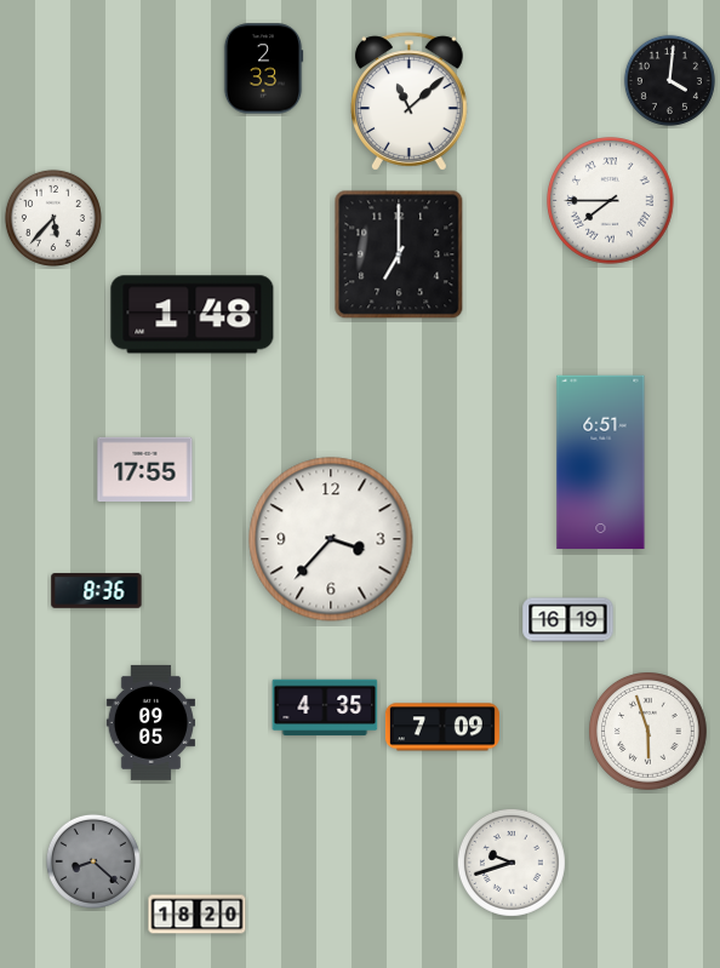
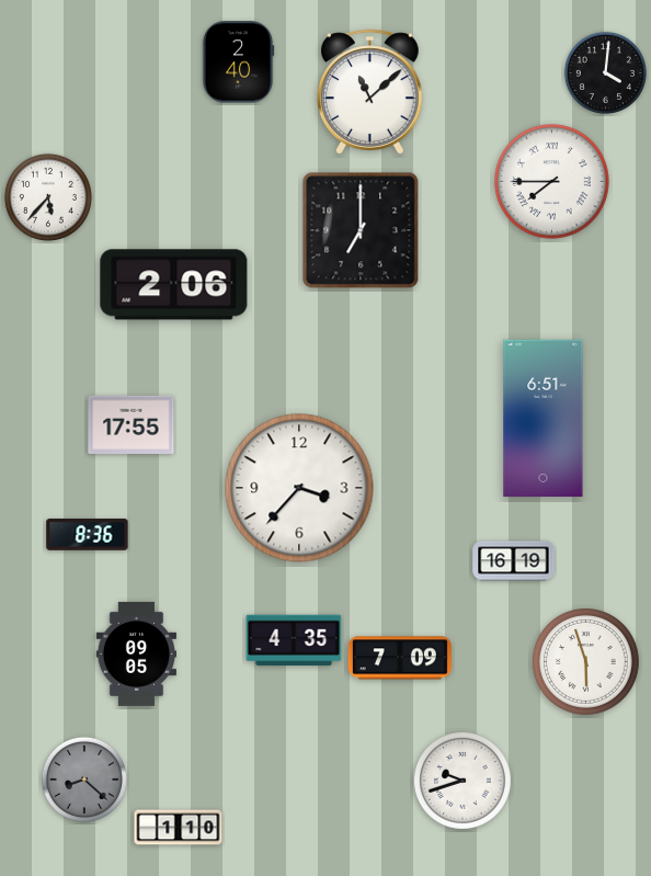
clock at (263, 69): 2:33 -> 2:40
clock at (193, 315): 1:48 -> 2:06
clock at (198, 915): 18:20 -> 1:10
